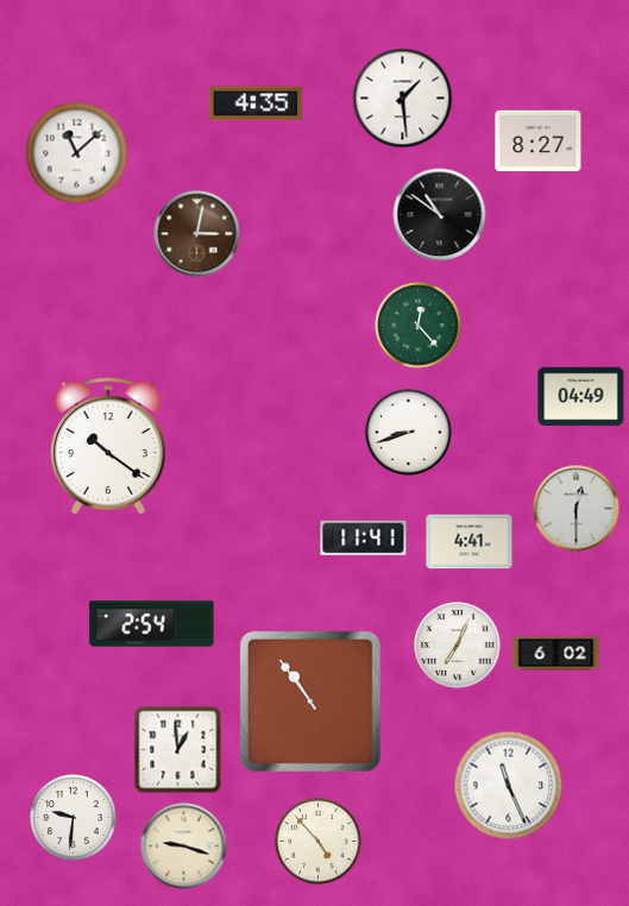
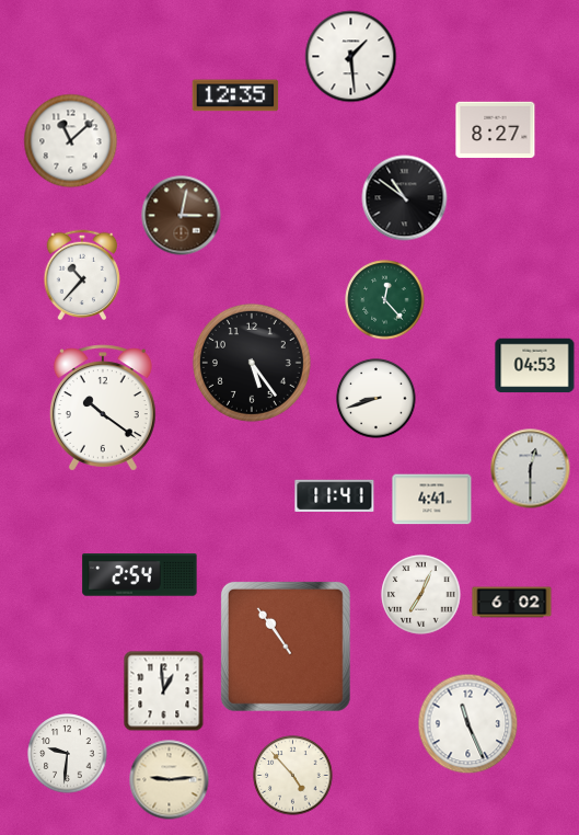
clock at (403, 99) position: (403, 99) -> (351, 57)
clock at (256, 103): 4:35 -> 12:35
clock at (82, 275): none -> 10:37
clock at (252, 363): none -> 5:24
clock at (581, 397): 04:49 -> 04:53
clock at (108, 446) position: (108, 446) -> (103, 408)
clock at (184, 847): 9:18 -> 9:14
